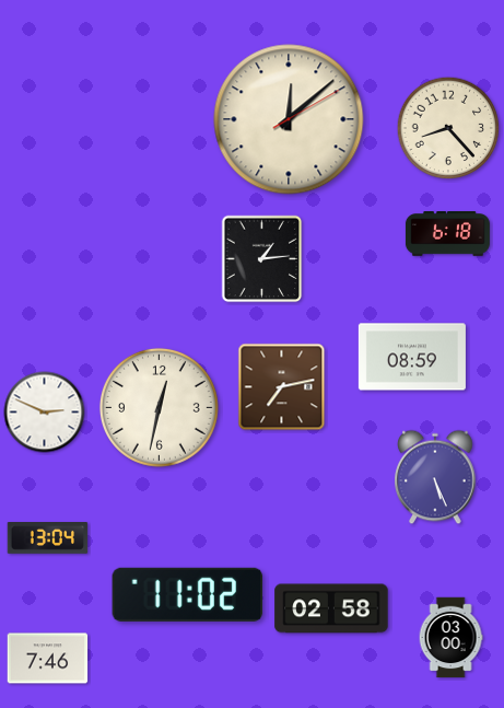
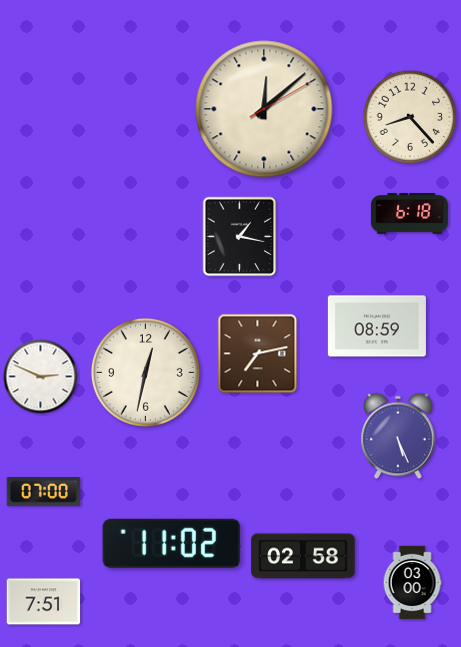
clock at (262, 259): 1:14 -> 1:17
clock at (48, 538): 13:04 -> 07:00
clock at (48, 659): 7:46 -> 7:51
